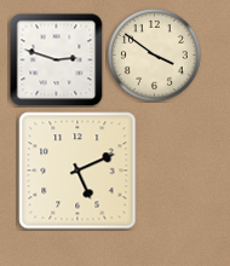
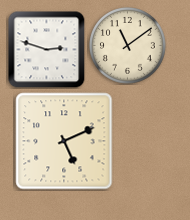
clock at (155, 56): 3:51 -> 11:09
